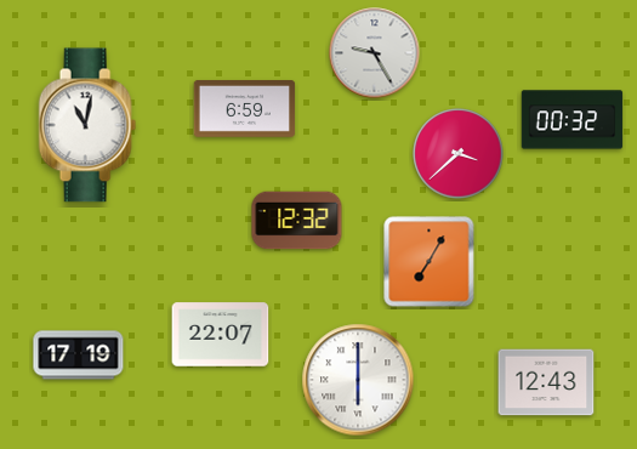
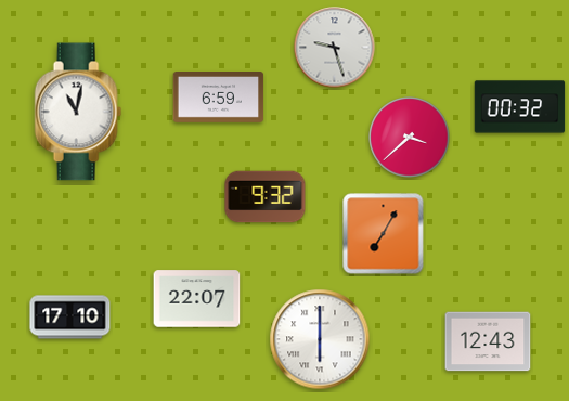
clock at (375, 53): 9:25 -> 9:27
clock at (573, 120) position: (573, 120) -> (520, 107)
clock at (297, 221): 12:32 -> 9:32
clock at (79, 356): 17:19 -> 17:10
